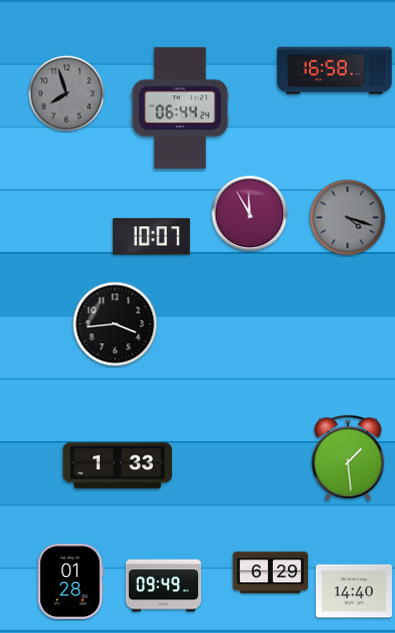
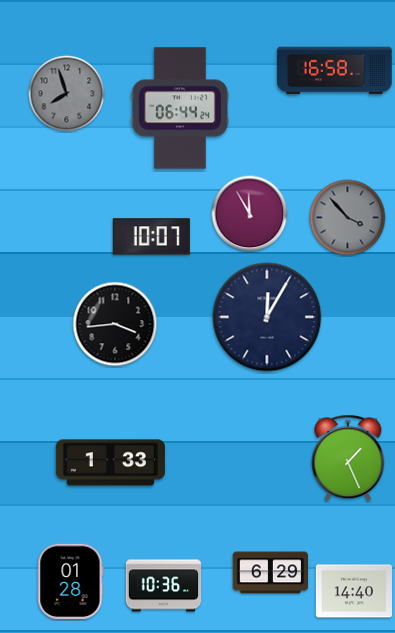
clock at (348, 218): 4:18 -> 3:53
clock at (267, 317): none -> 12:05
clock at (348, 458): 1:29 -> 1:26
clock at (117, 466) position: (117, 466) -> (110, 463)
clock at (164, 586): 09:49 -> 10:36
